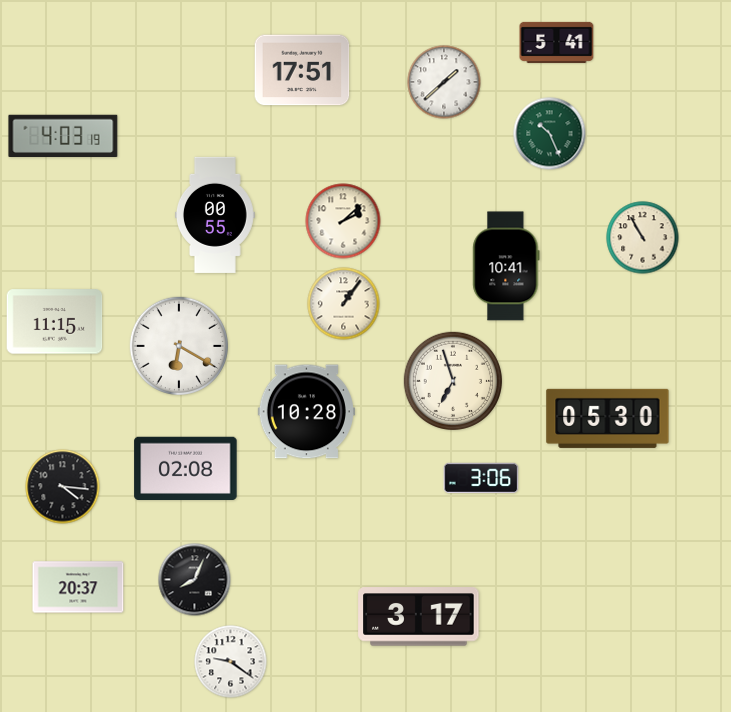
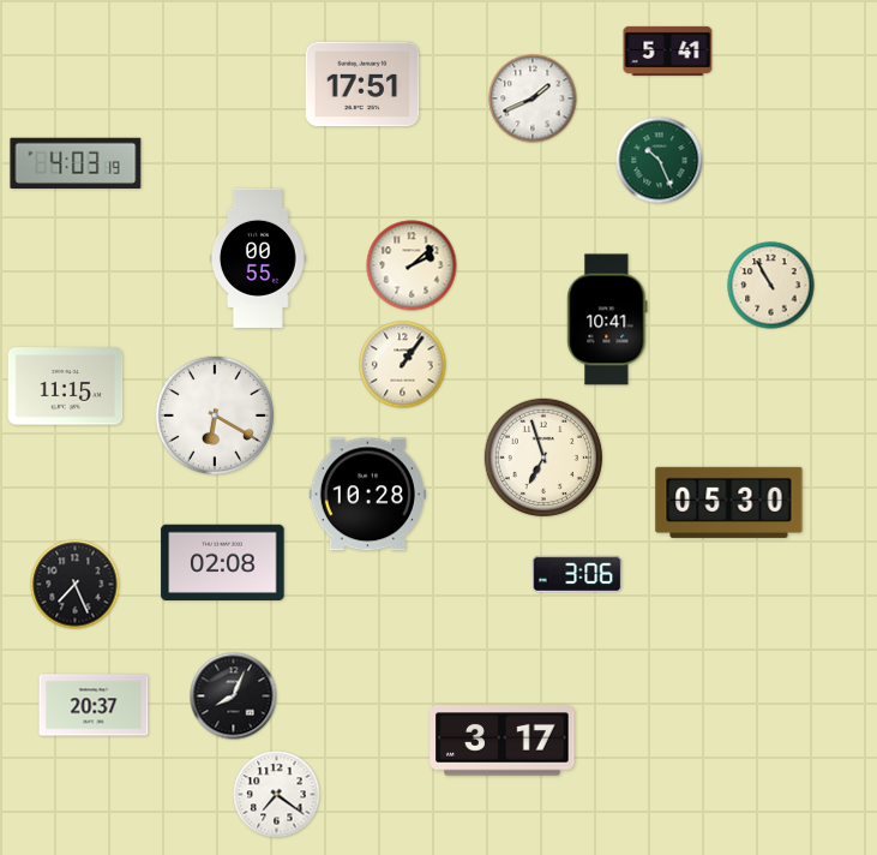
clock at (444, 82): 1:38 -> 1:41
clock at (344, 304) position: (344, 304) -> (403, 365)
clock at (63, 487): 4:16 -> 7:26
clock at (231, 662): 9:21 -> 7:21
